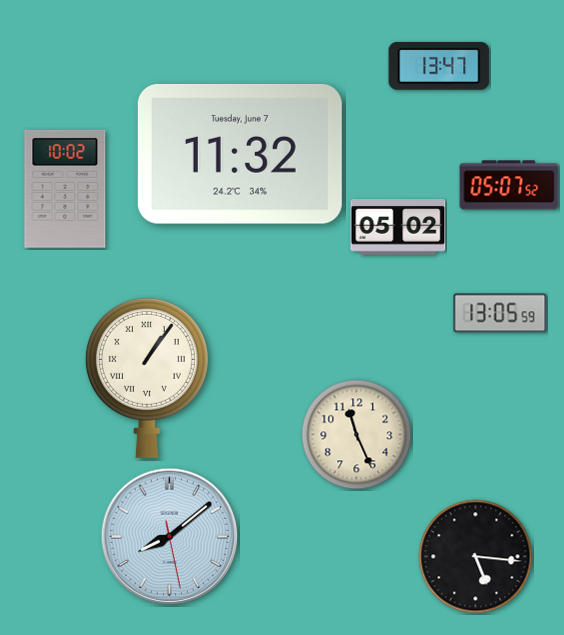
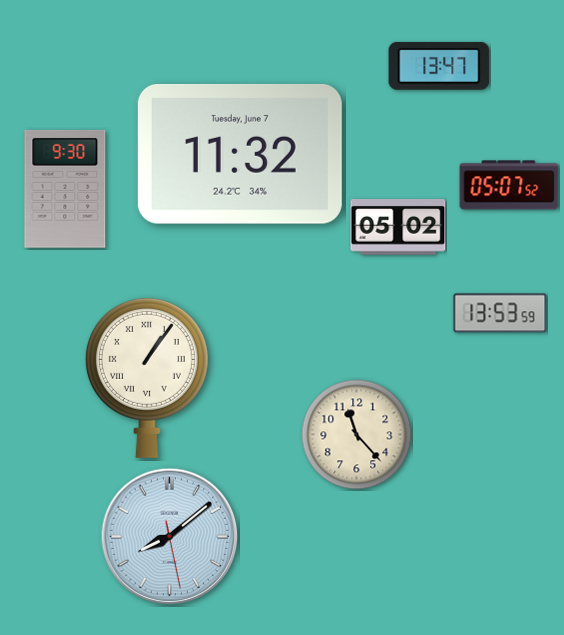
clock at (65, 189): 10:02 -> 9:30
clock at (500, 313): 13:05 -> 13:53
clock at (357, 435): 11:26 -> 11:23
clock at (476, 557): 5:16 -> none
